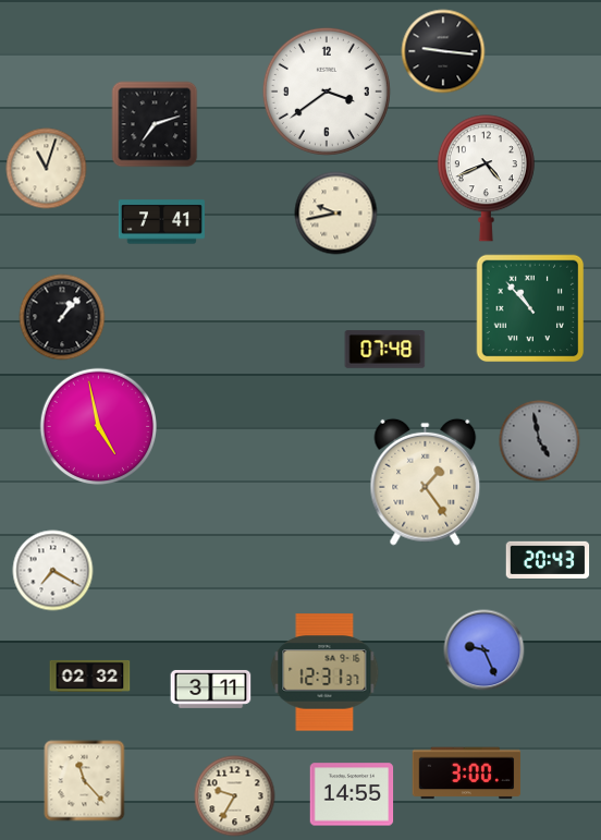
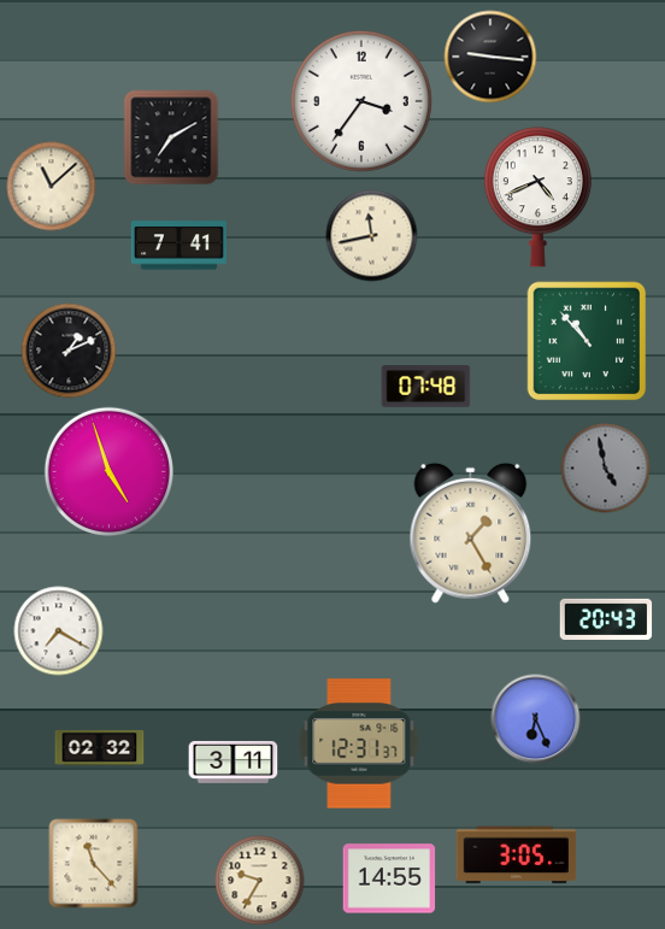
clock at (327, 92): 3:39 -> 3:36
clock at (155, 124): 7:12 -> 7:10
clock at (47, 169): 11:03 -> 11:08
clock at (336, 214): 9:43 -> 11:43
clock at (62, 317): 1:07 -> 1:11
clock at (98, 426): 4:58 -> 4:57
clock at (540, 441) position: (540, 441) -> (606, 469)
clock at (426, 482): 1:24 -> 1:25
clock at (485, 650): 9:26 -> 6:26
clock at (467, 774): 3:00 -> 3:05
